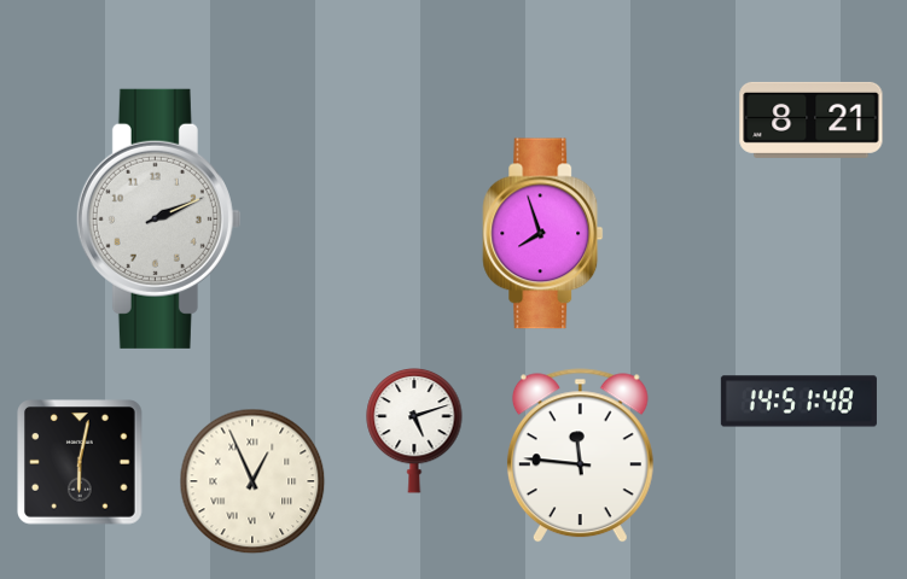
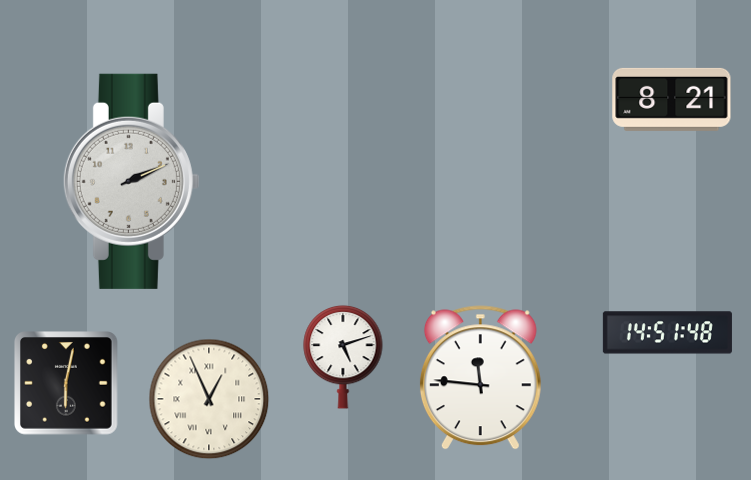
clock at (543, 234): 7:57 -> none
clock at (798, 402) position: (798, 402) -> (667, 333)
